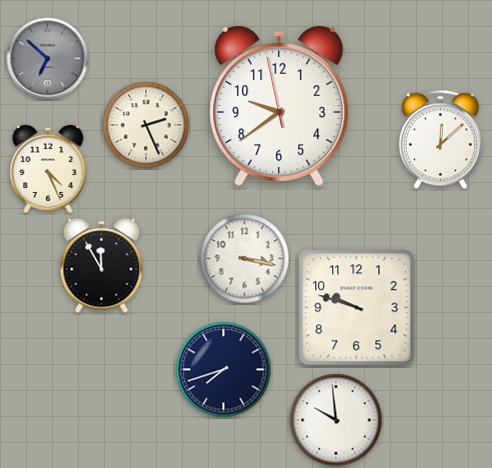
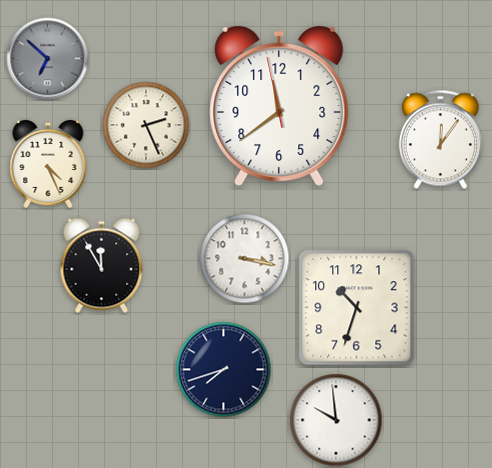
clock at (279, 105): 9:38 -> 11:38
clock at (440, 140): 12:08 -> 12:06
clock at (48, 169) position: (48, 169) -> (48, 164)
clock at (357, 308): 9:48 -> 10:33
